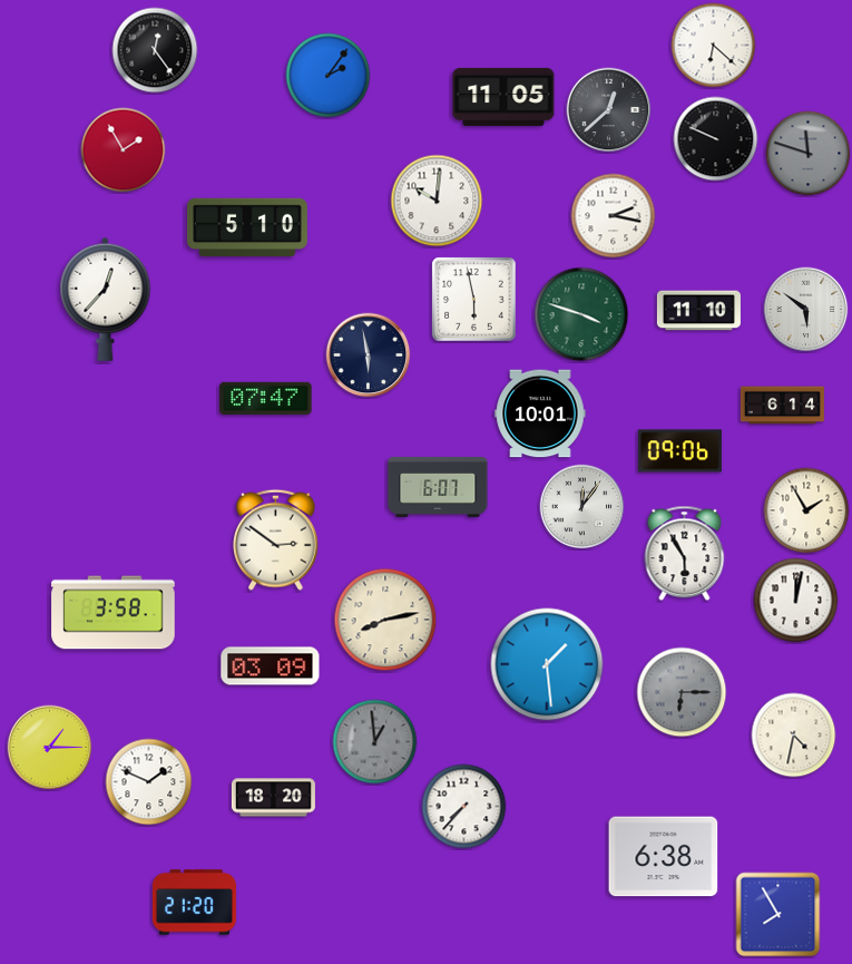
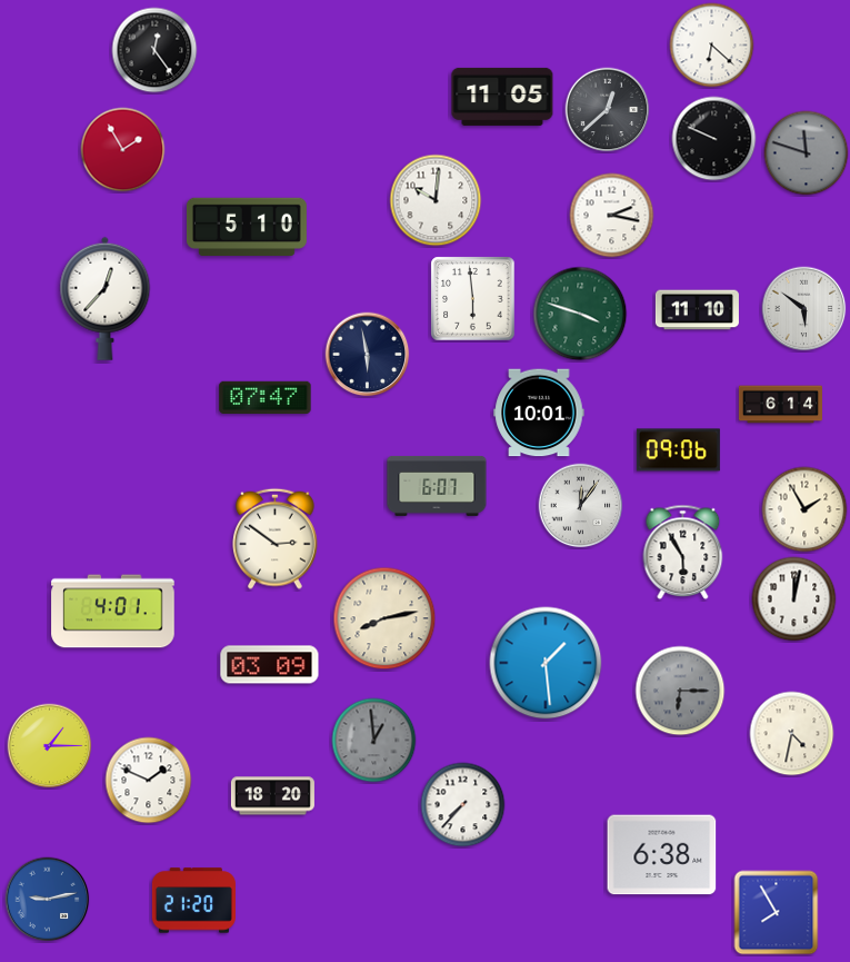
clock at (329, 76): 2:06 -> none
clock at (474, 300): 5:58 -> 5:59
clock at (114, 613): 3:58 -> 4:01
clock at (48, 900): none -> 9:13
